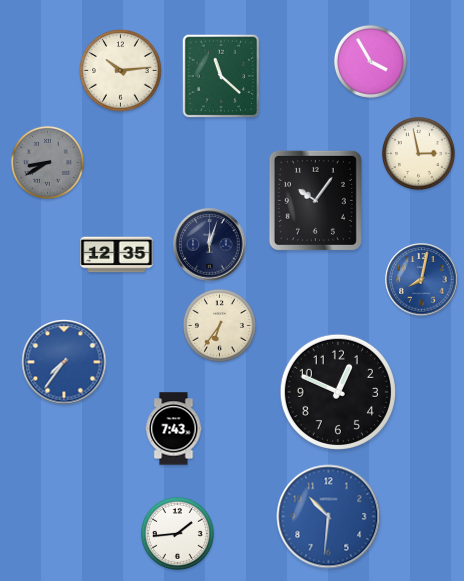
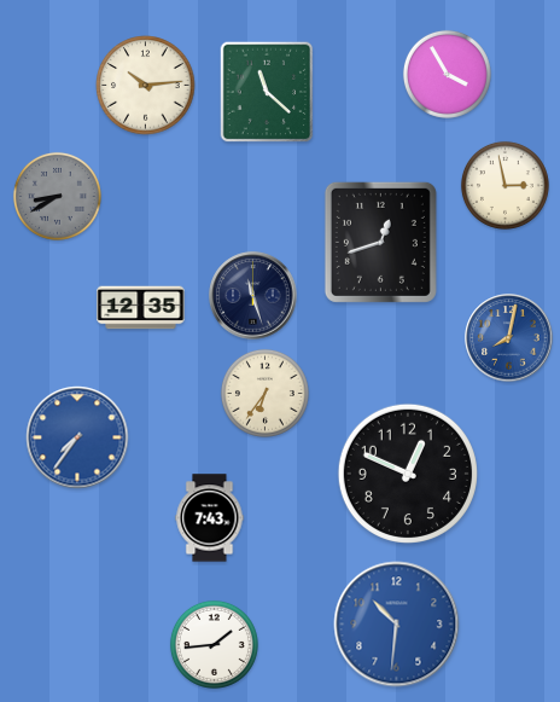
clock at (315, 200): 10:06 -> 12:42
clock at (210, 245): 12:03 -> 11:27
